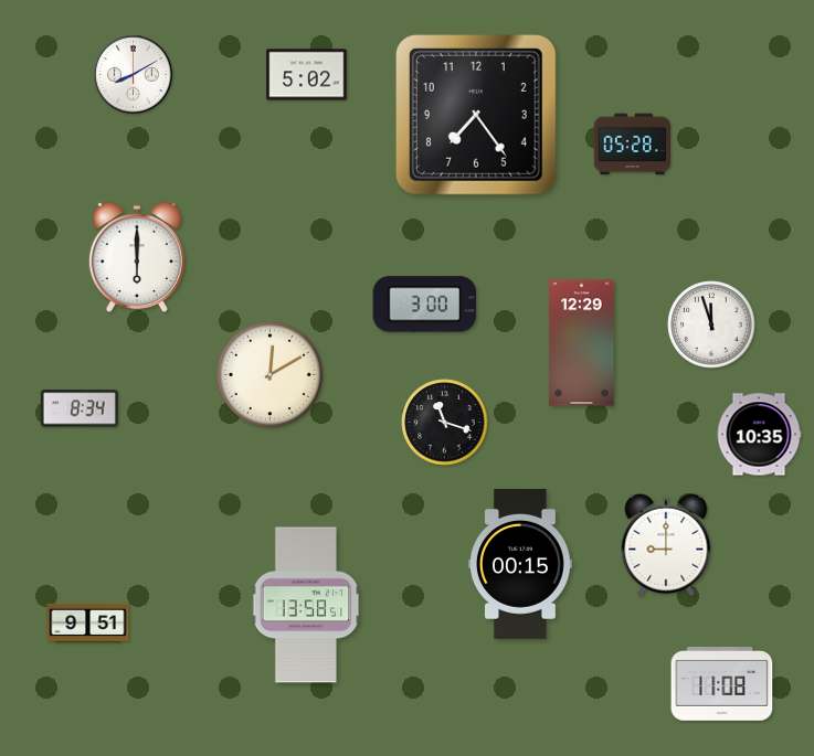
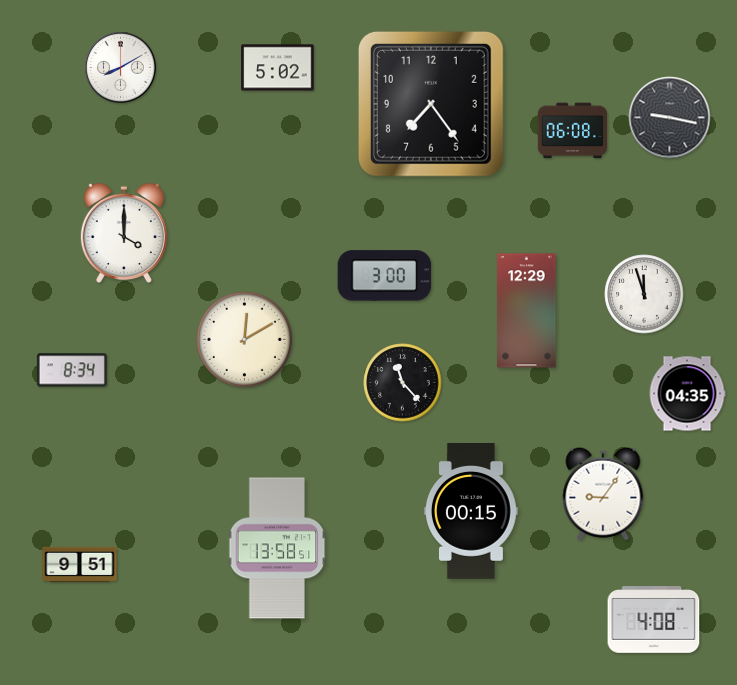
clock at (670, 118): none -> 9:17
clock at (632, 145): 05:28 -> 06:08
clock at (137, 257): 6:00 -> 4:00
clock at (445, 423): 11:18 -> 11:23
clock at (759, 435): 10:35 -> 04:35
clock at (666, 545): 9:00 -> 9:06
clock at (722, 684): 11:08 -> 4:08
